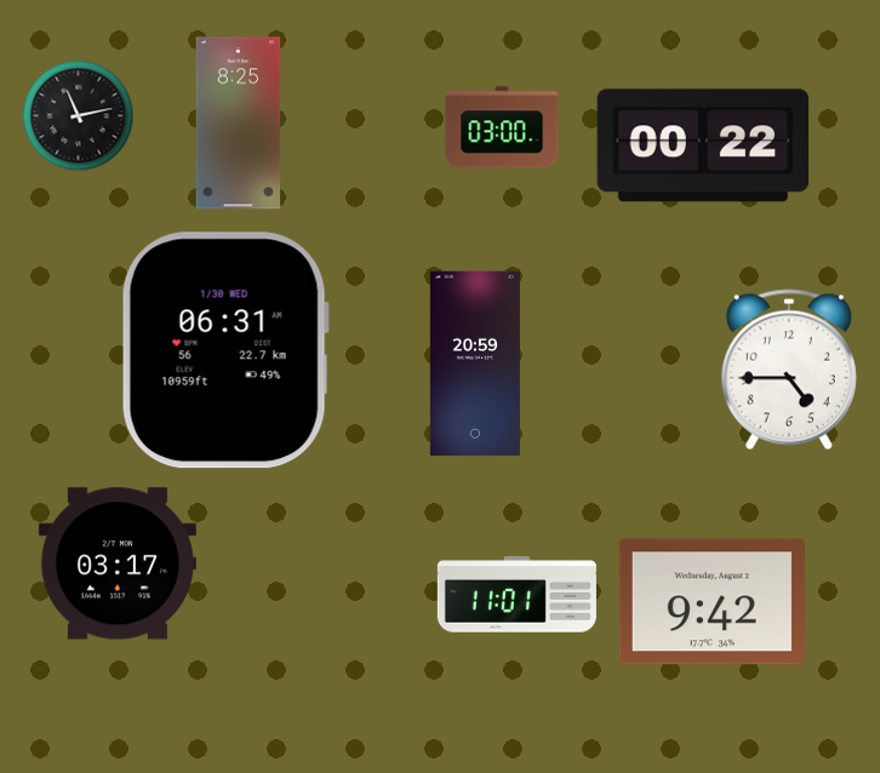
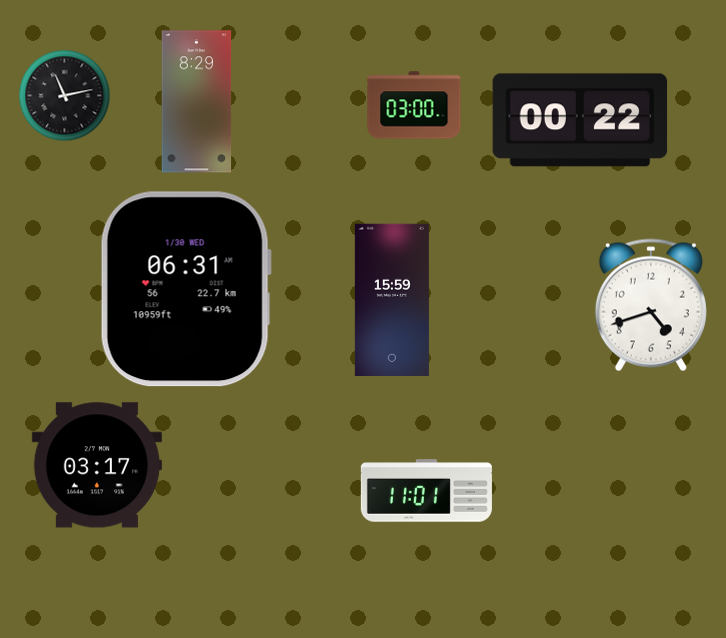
clock at (239, 124): 8:25 -> 8:29
clock at (475, 363): 20:59 -> 15:59
clock at (789, 370): 4:45 -> 4:42
clock at (712, 602): 9:42 -> none
